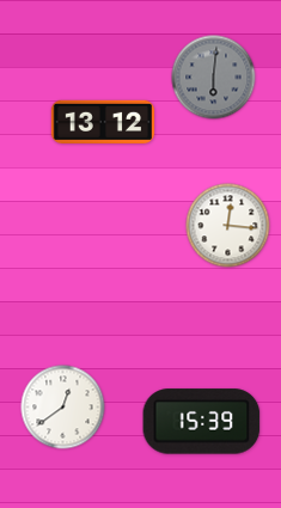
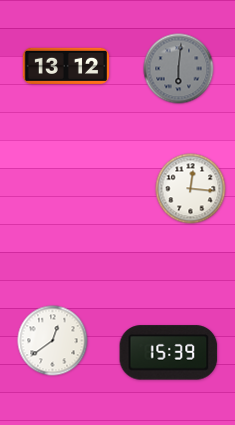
clock at (214, 78) position: (214, 78) -> (179, 69)
clock at (103, 122) position: (103, 122) -> (66, 66)
